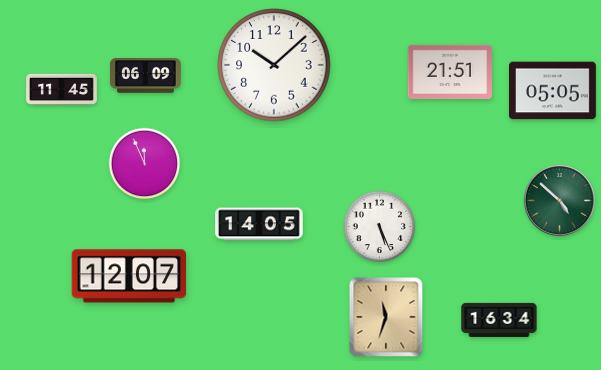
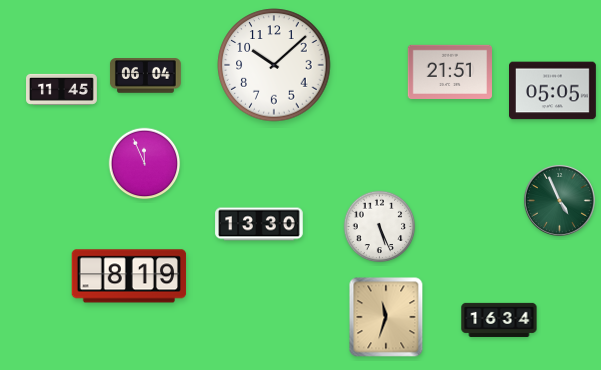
clock at (145, 76): 06:09 -> 06:04
clock at (559, 200): 4:52 -> 4:56
clock at (259, 224): 14:05 -> 13:30
clock at (129, 276): 12:07 -> 8:19
